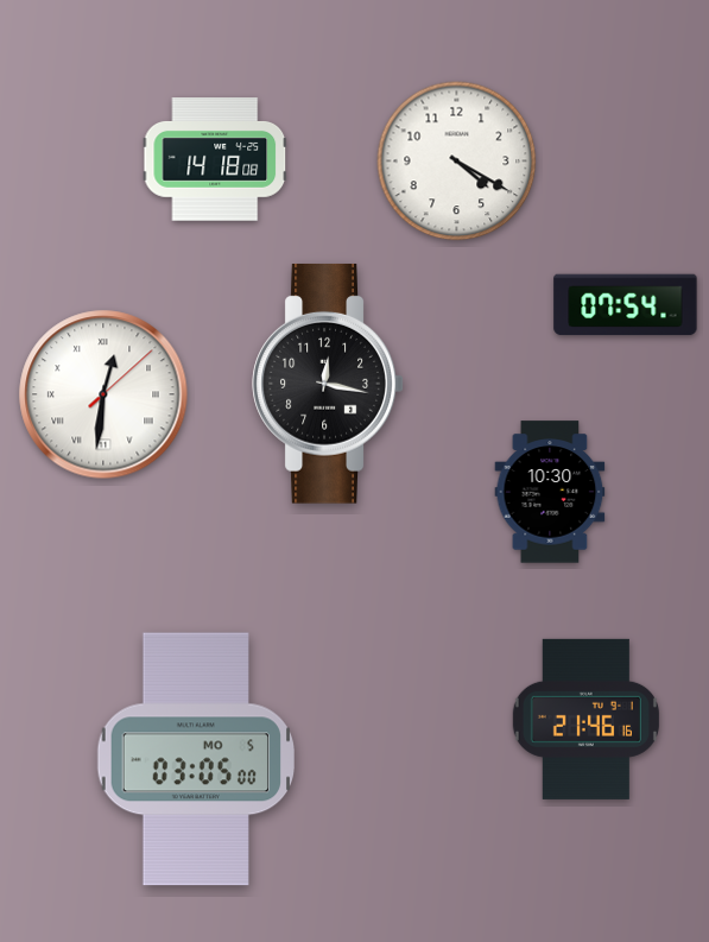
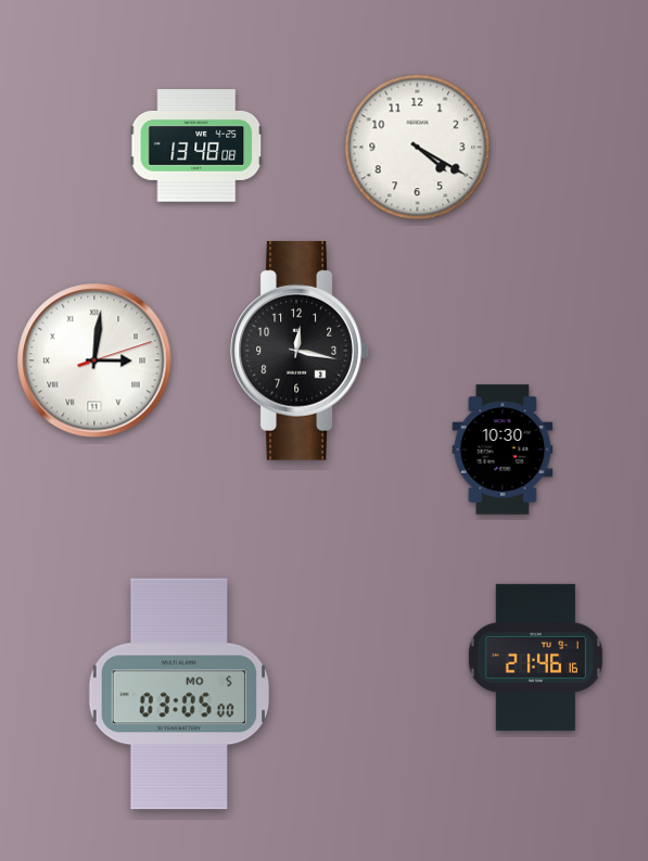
clock at (215, 159): 14:18 -> 13:48
clock at (626, 305): 07:54 -> none
clock at (103, 394): 12:31 -> 3:01
